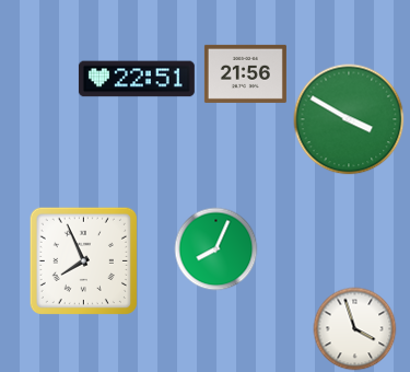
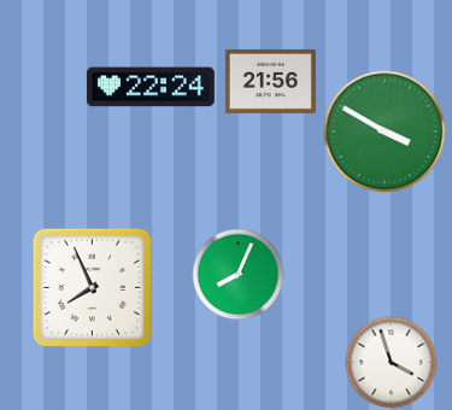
clock at (137, 79): 22:51 -> 22:24
